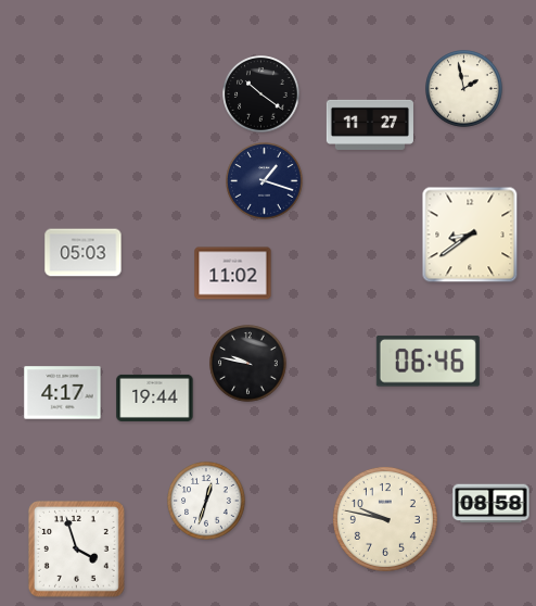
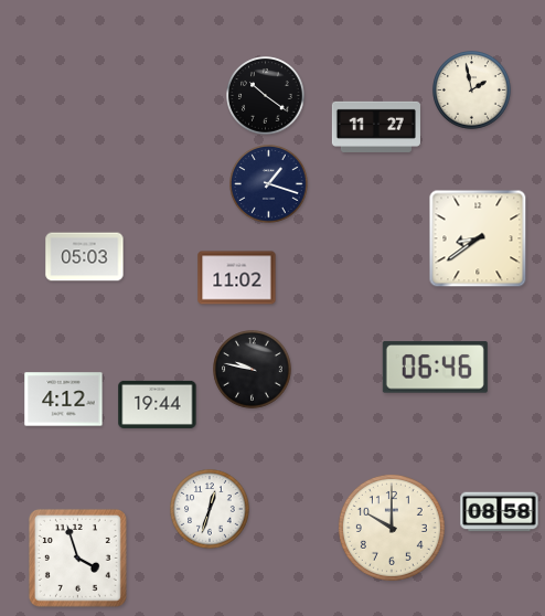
clock at (63, 393): 4:17 -> 4:12
clock at (385, 519): 9:47 -> 10:00
